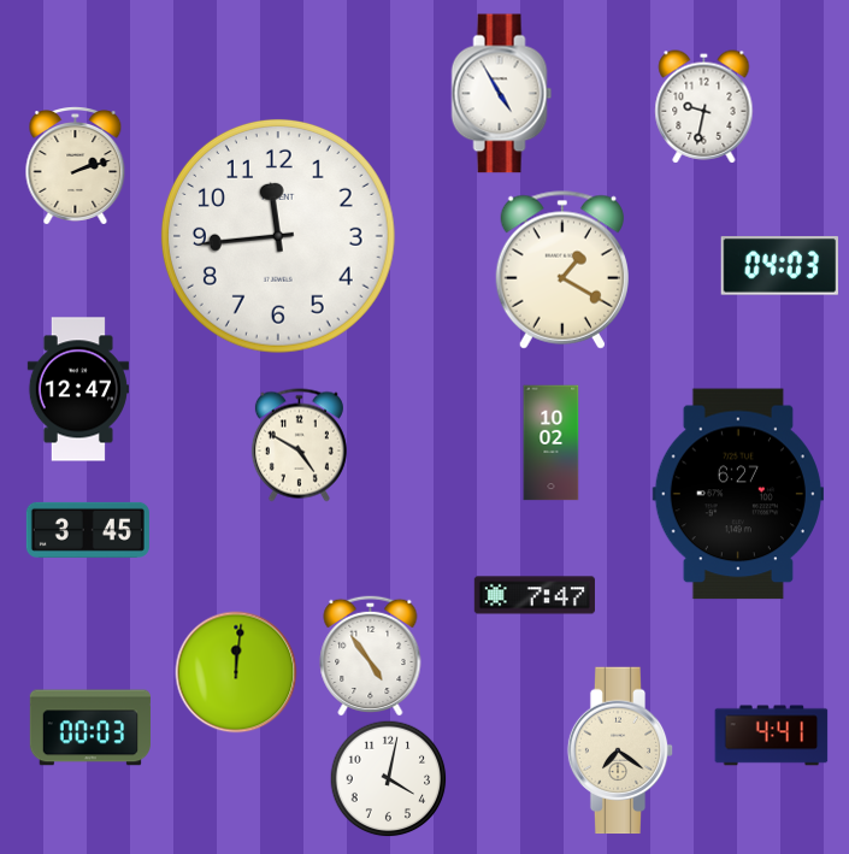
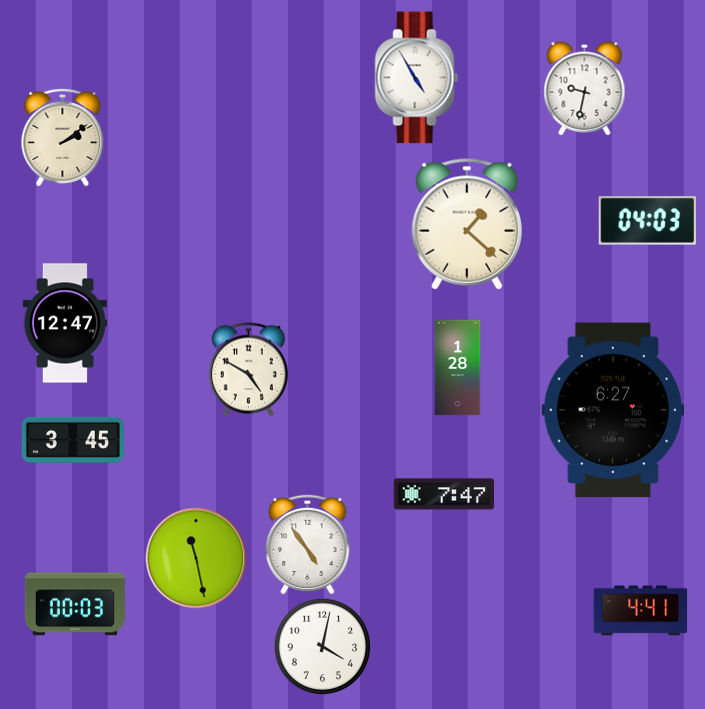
clock at (76, 166): 2:12 -> 2:09
clock at (278, 236): 11:44 -> none
clock at (561, 270): 1:20 -> 1:22
clock at (552, 443): 10:02 -> 1:28
clock at (236, 672): 12:01 -> 11:28
clock at (620, 750): 7:21 -> none
